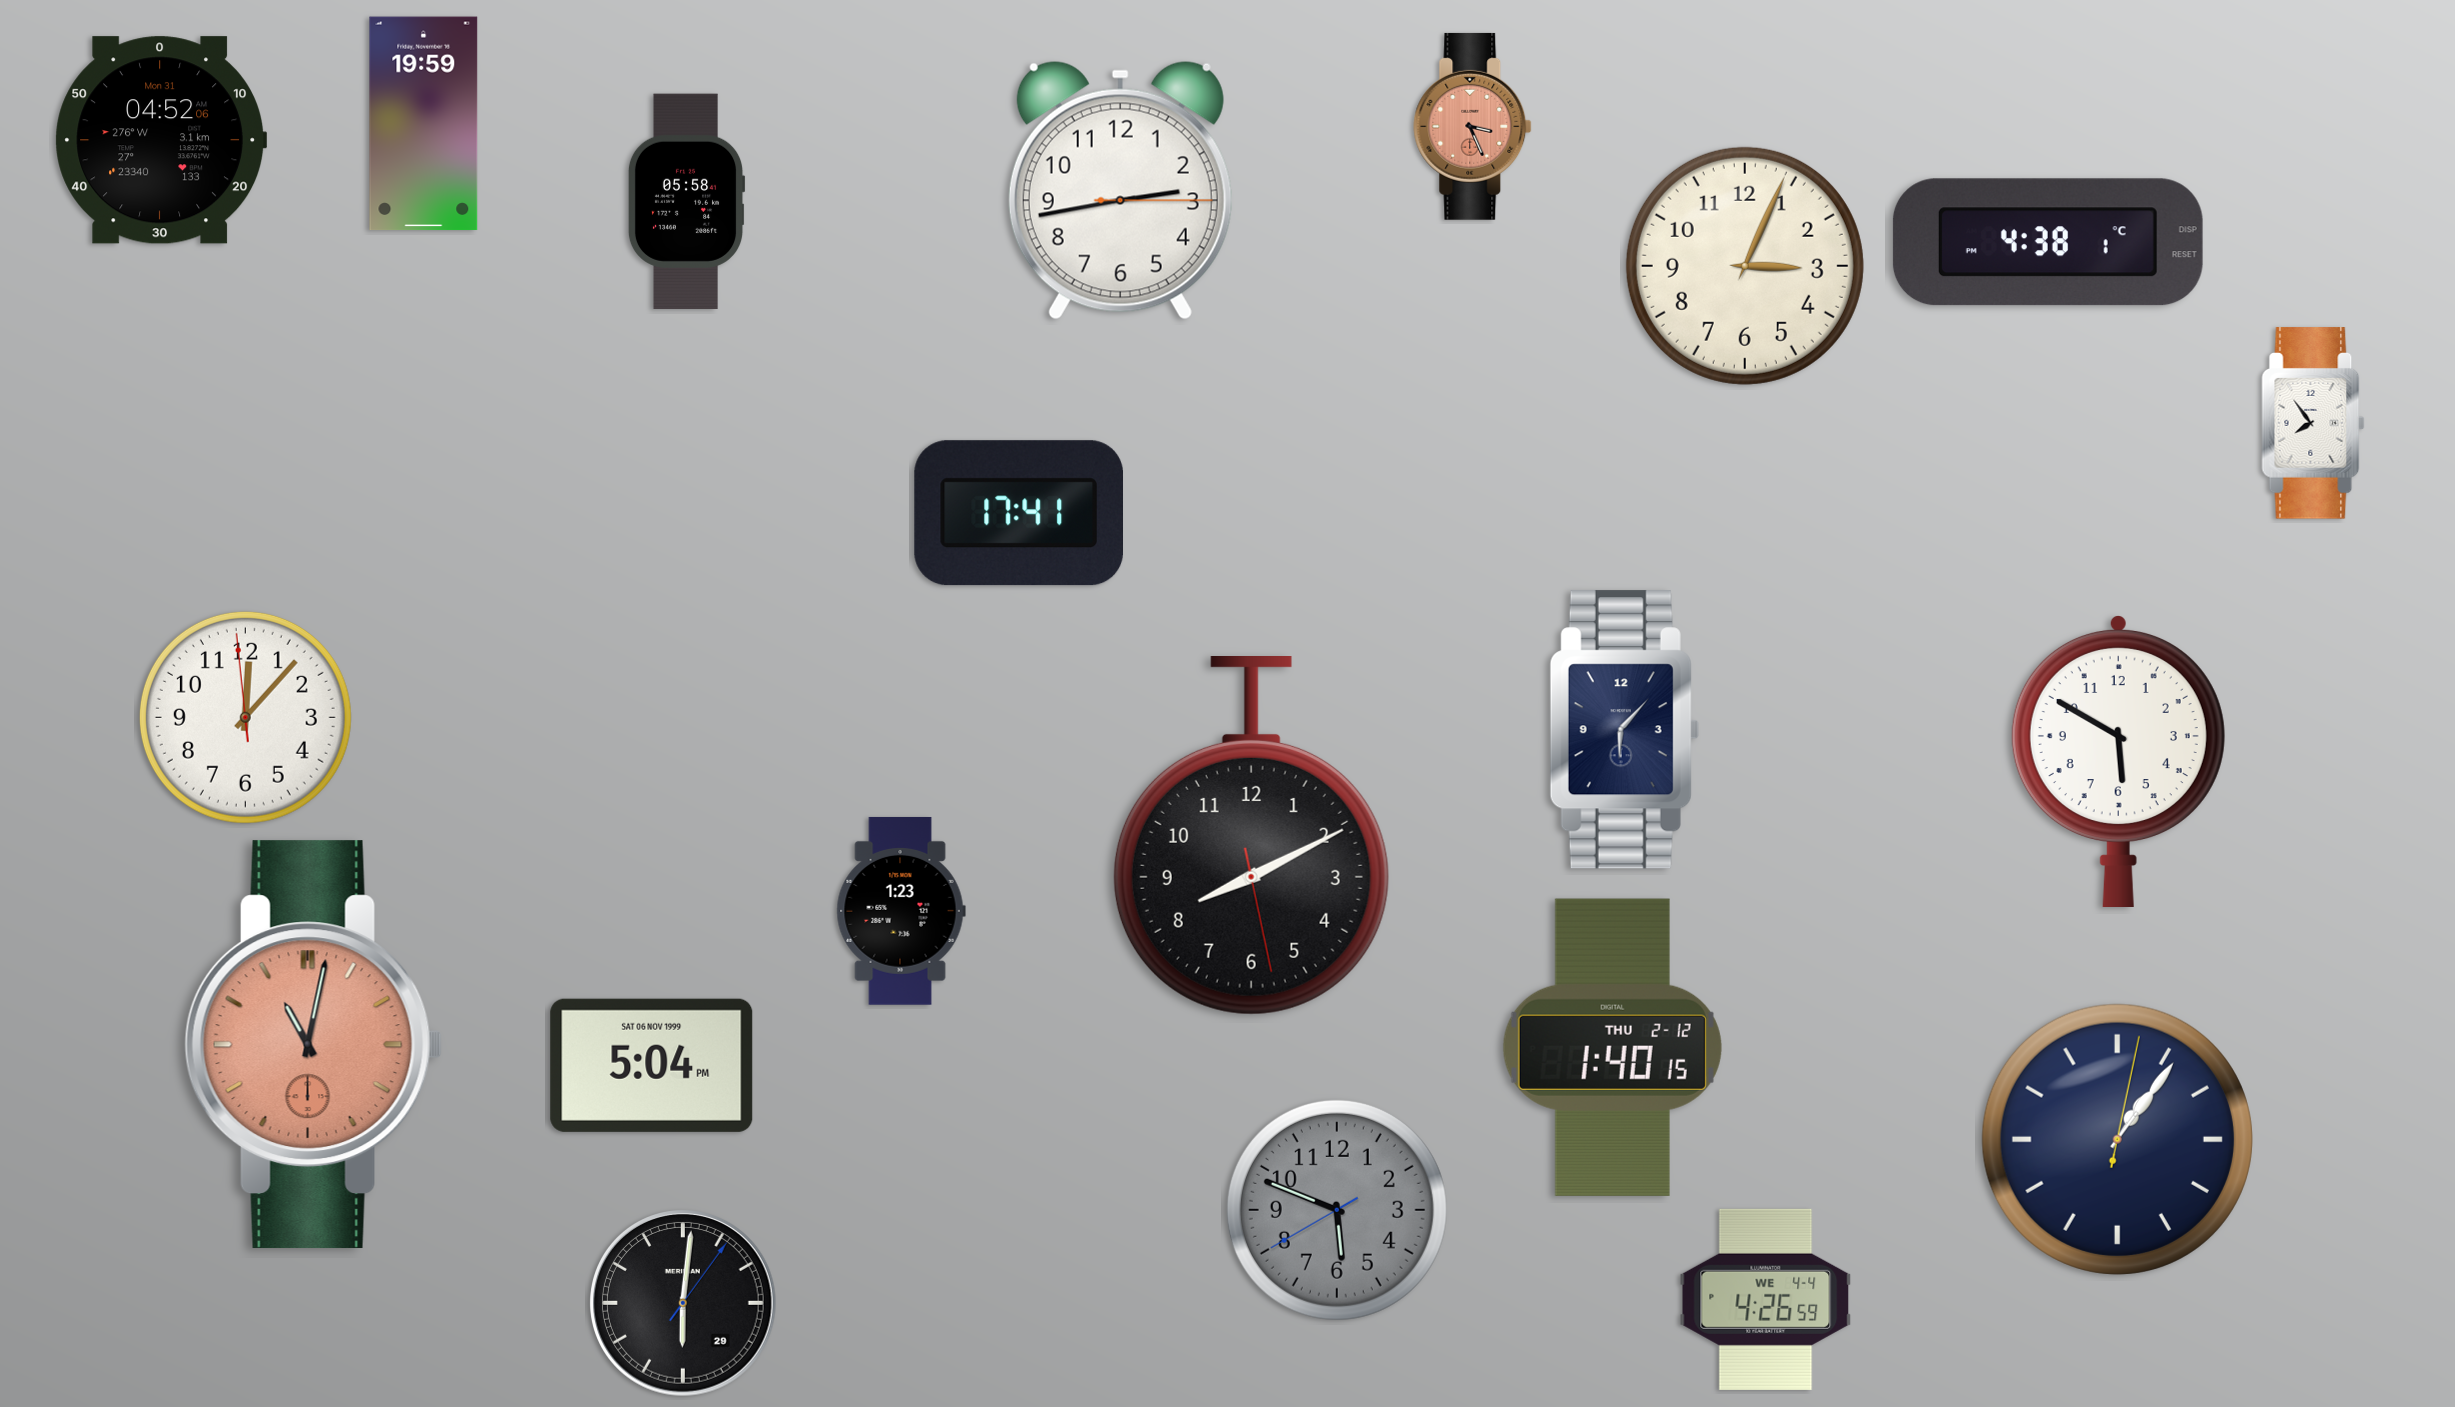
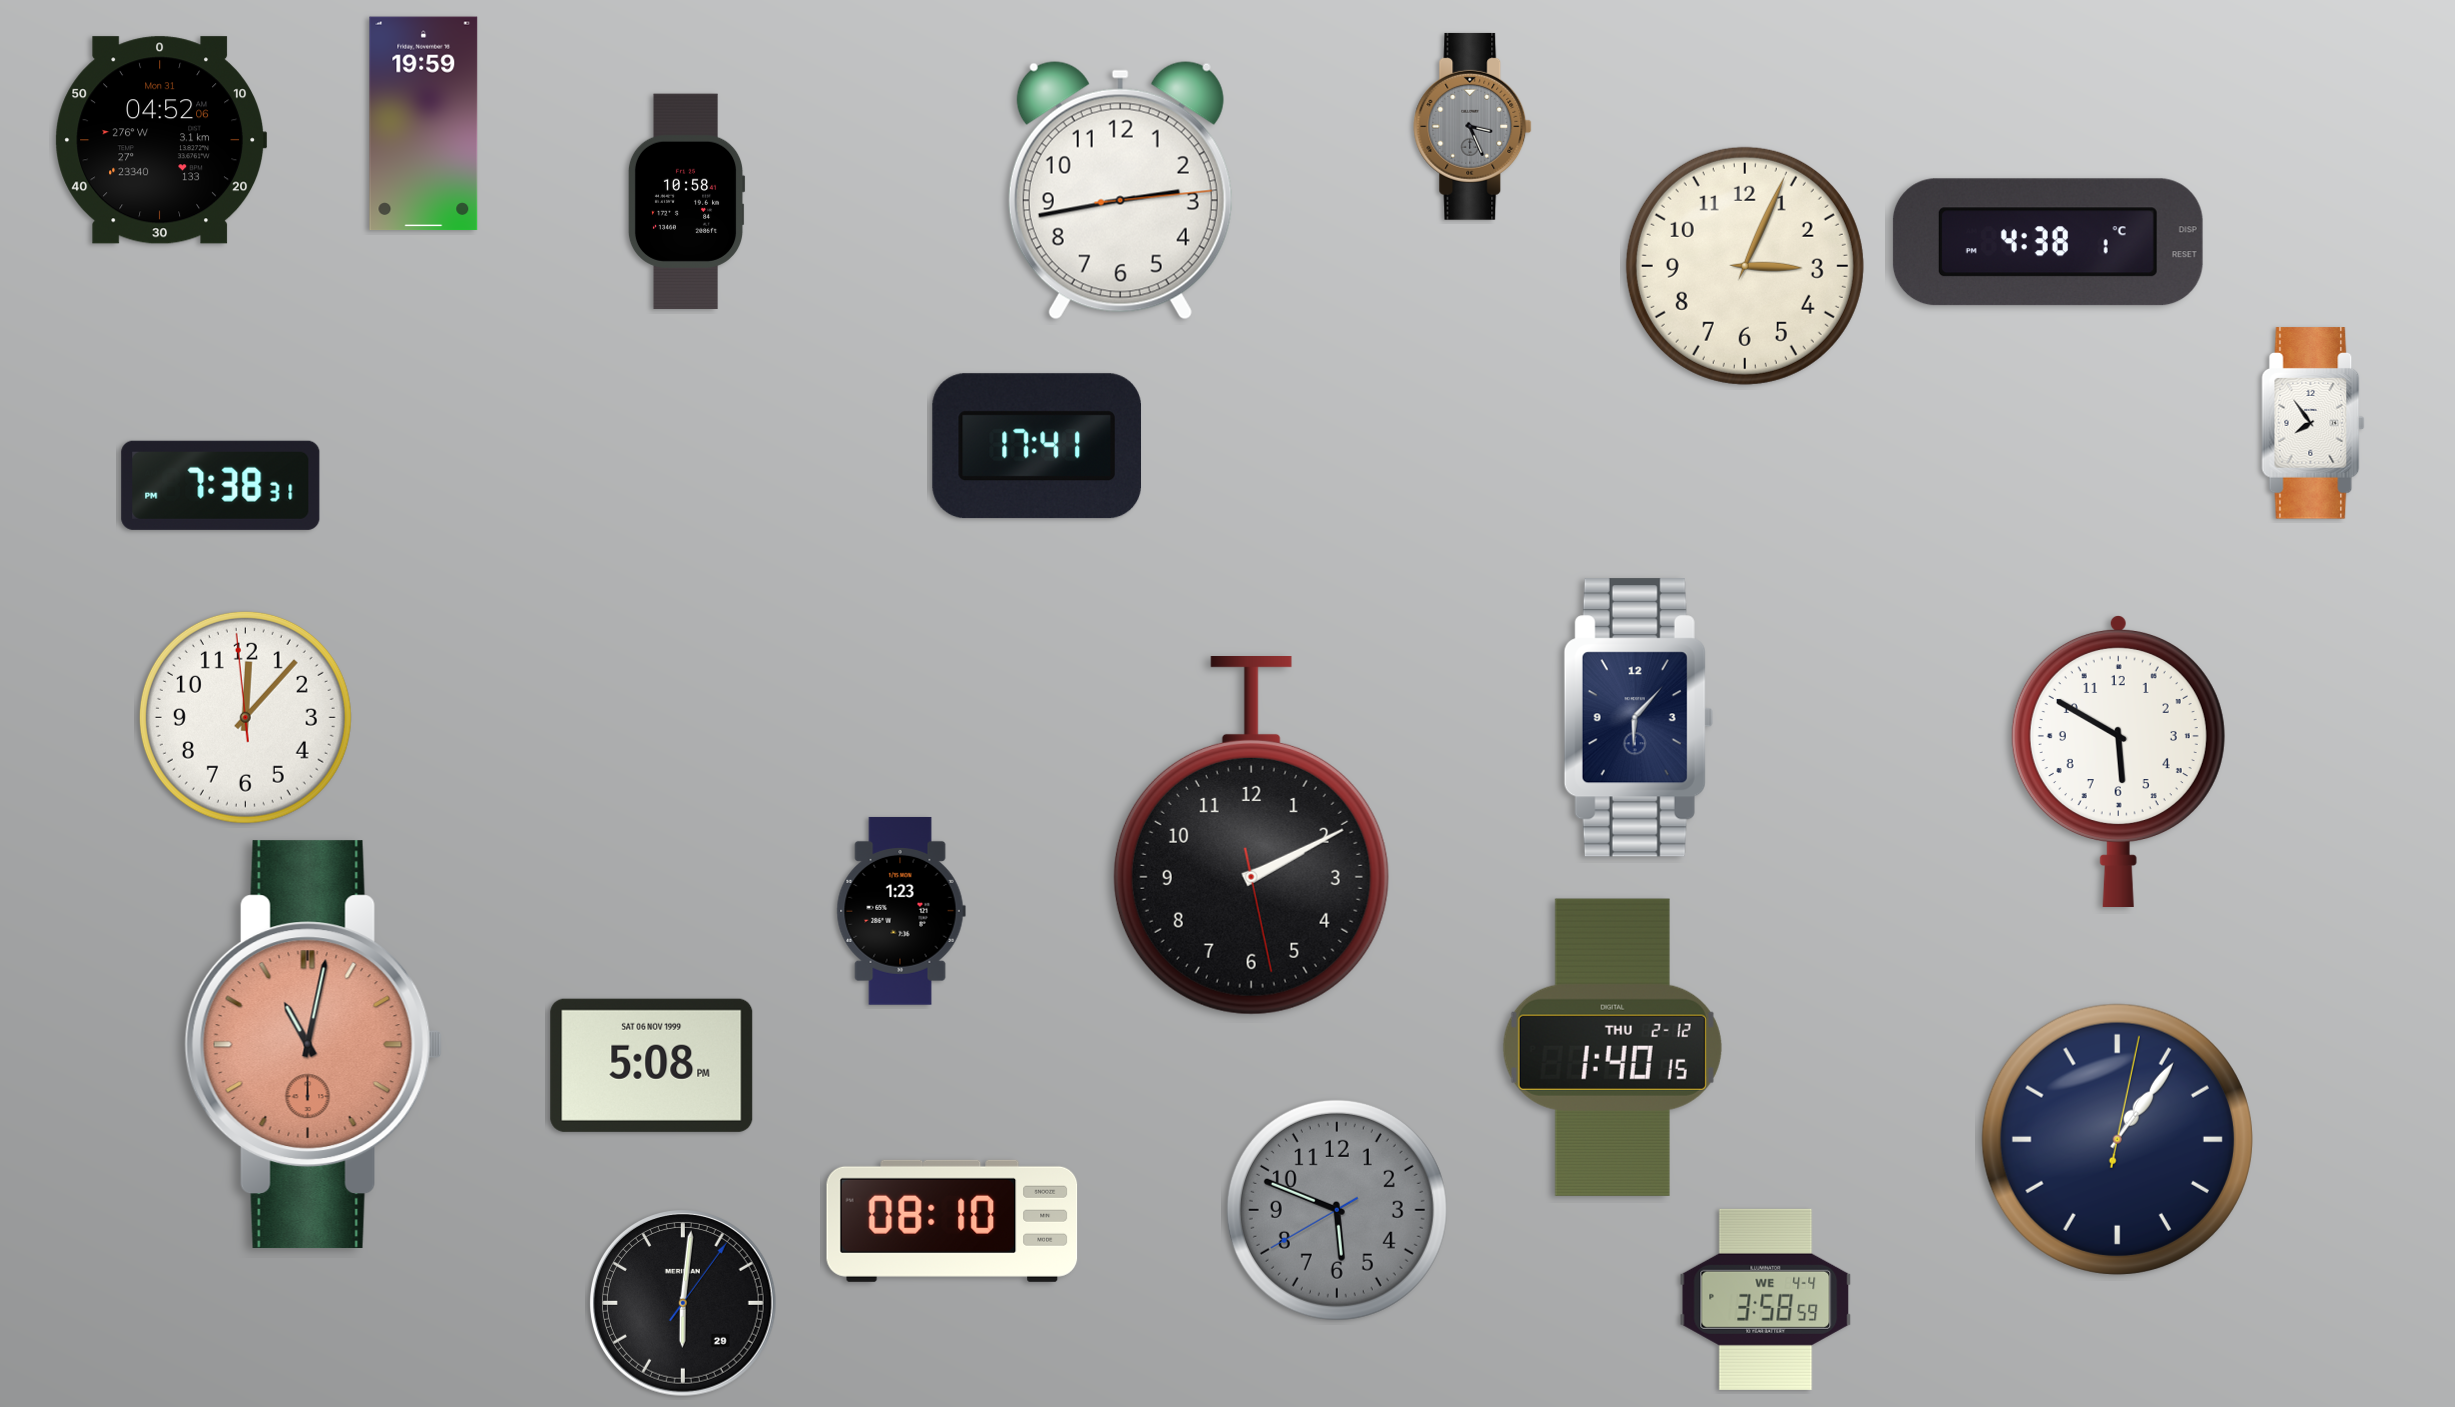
clock at (1473, 126) dial: salmon -> grey
clock at (1120, 191): 2:43:15 -> 2:43:14
clock at (686, 201): 05:58 -> 10:58
clock at (221, 485): none -> 7:38
clock at (1018, 513) position: (1018, 513) -> (1036, 446)
clock at (1624, 730) position: (1624, 730) -> (1638, 718)
clock at (1251, 836): 8:10 -> 2:10
clock at (652, 1065): 5:04 -> 5:08
clock at (952, 1221): none -> 08:10
clock at (1766, 1299): 4:26 -> 3:58
